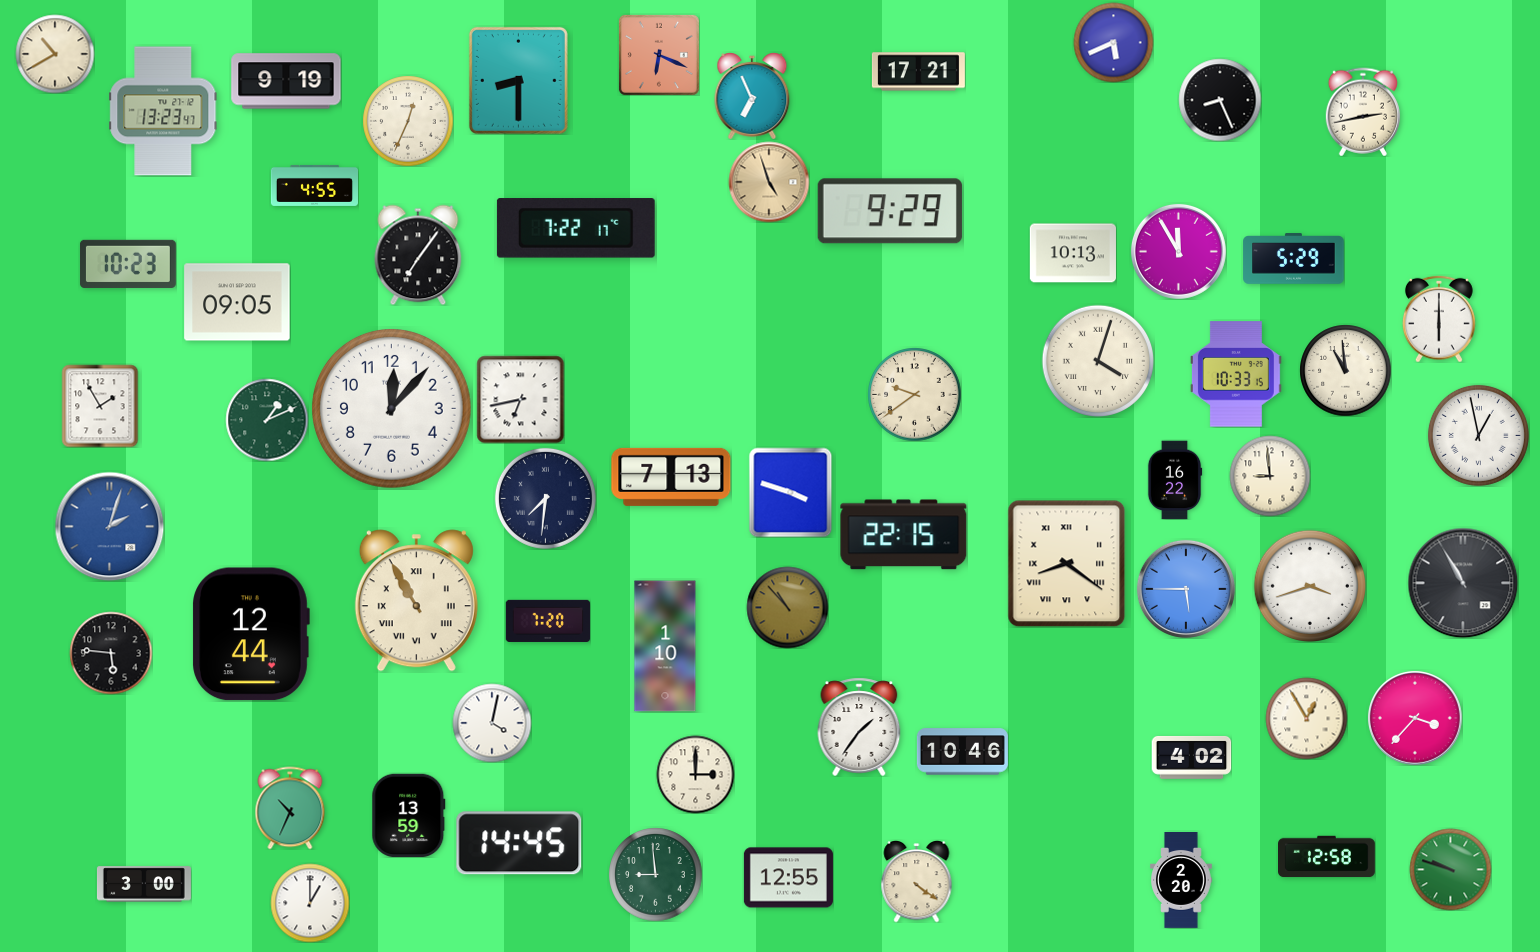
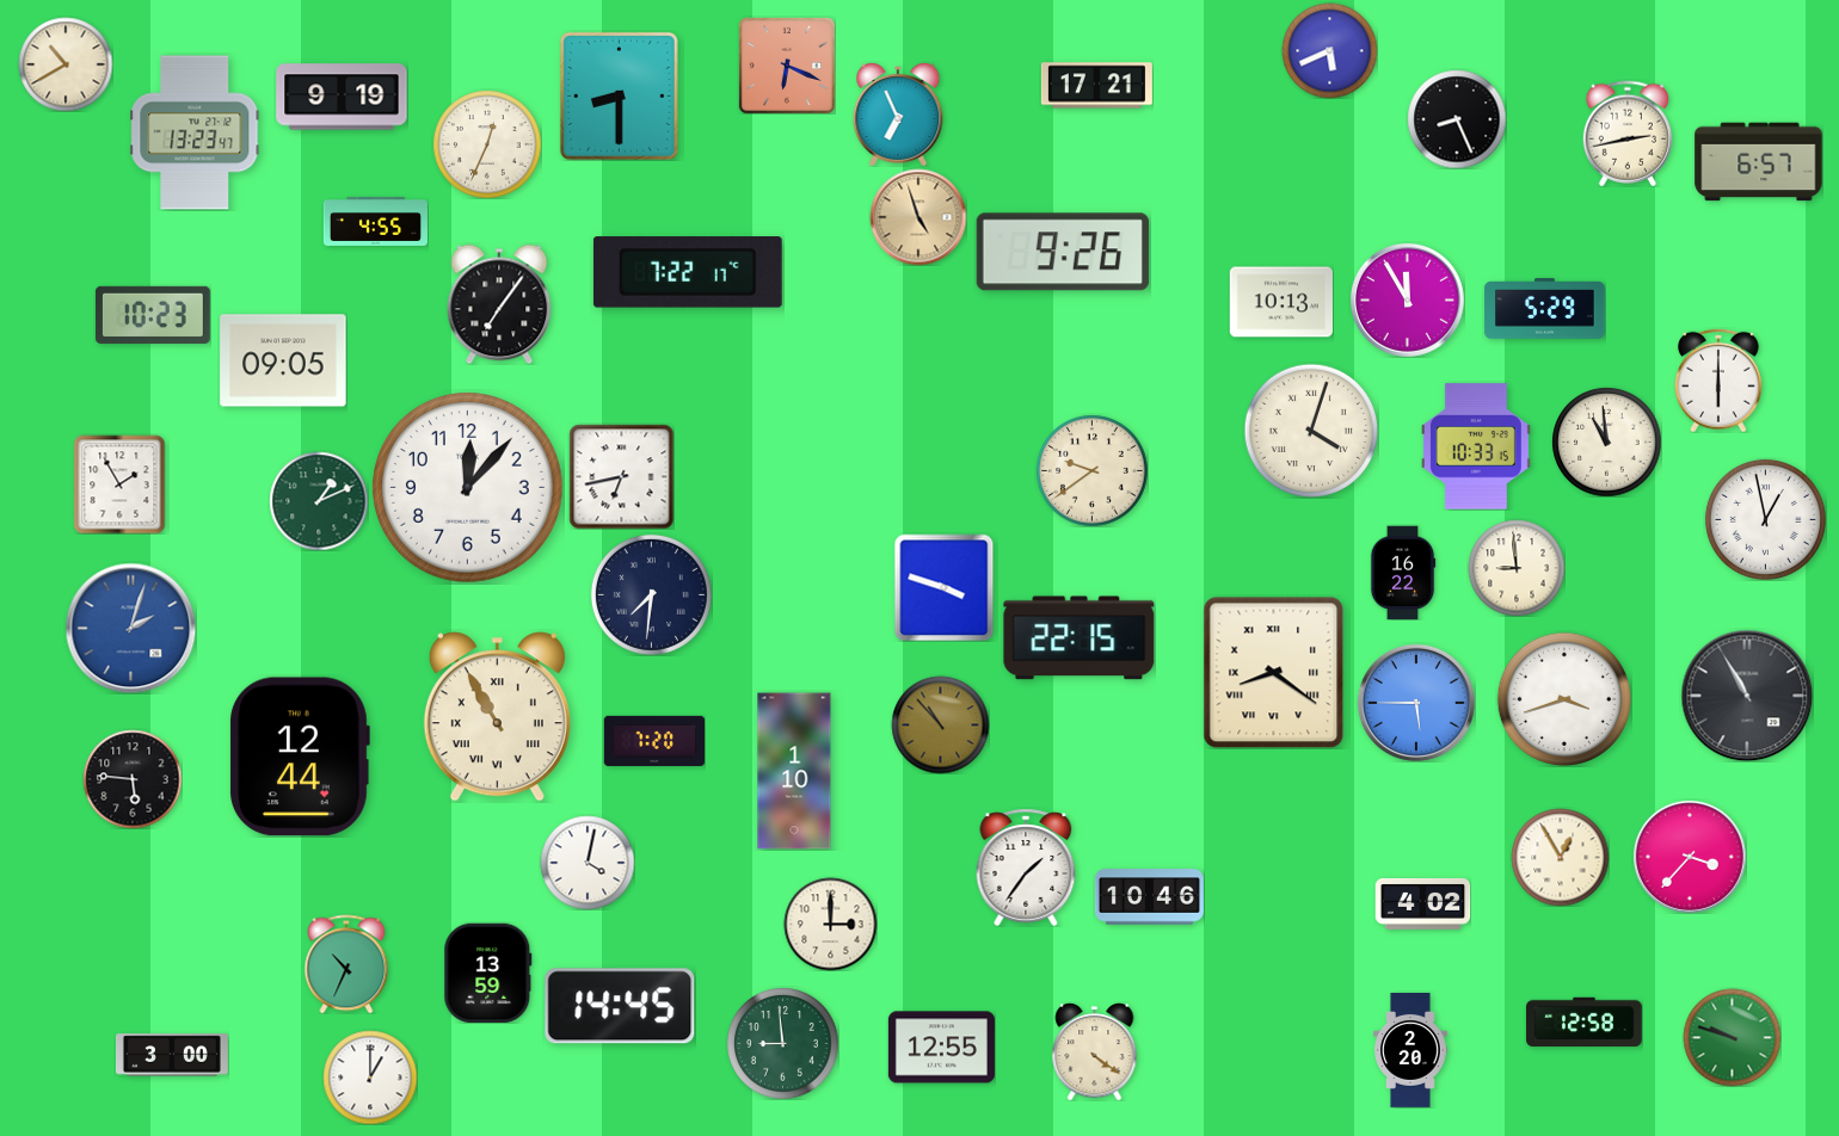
clock at (1759, 162): none -> 6:57
clock at (890, 211): 9:29 -> 9:26
clock at (671, 477): 7:13 -> none
